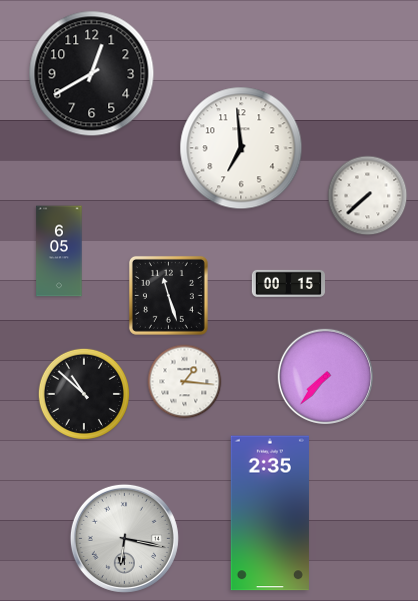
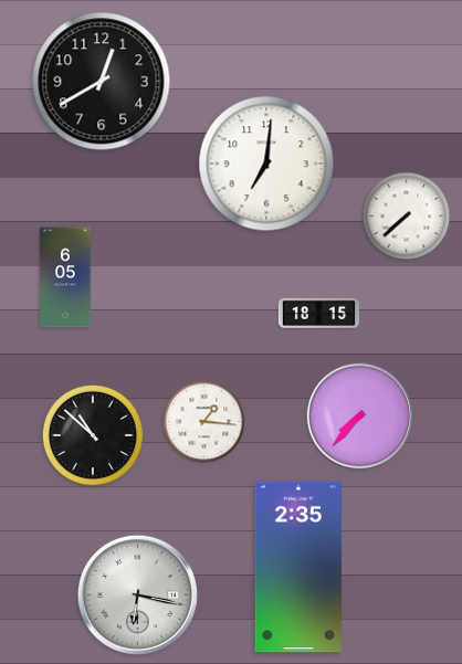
clock at (241, 148): 6:59 -> 7:01
clock at (288, 283): 00:15 -> 18:15
clock at (168, 295): 11:27 -> none
